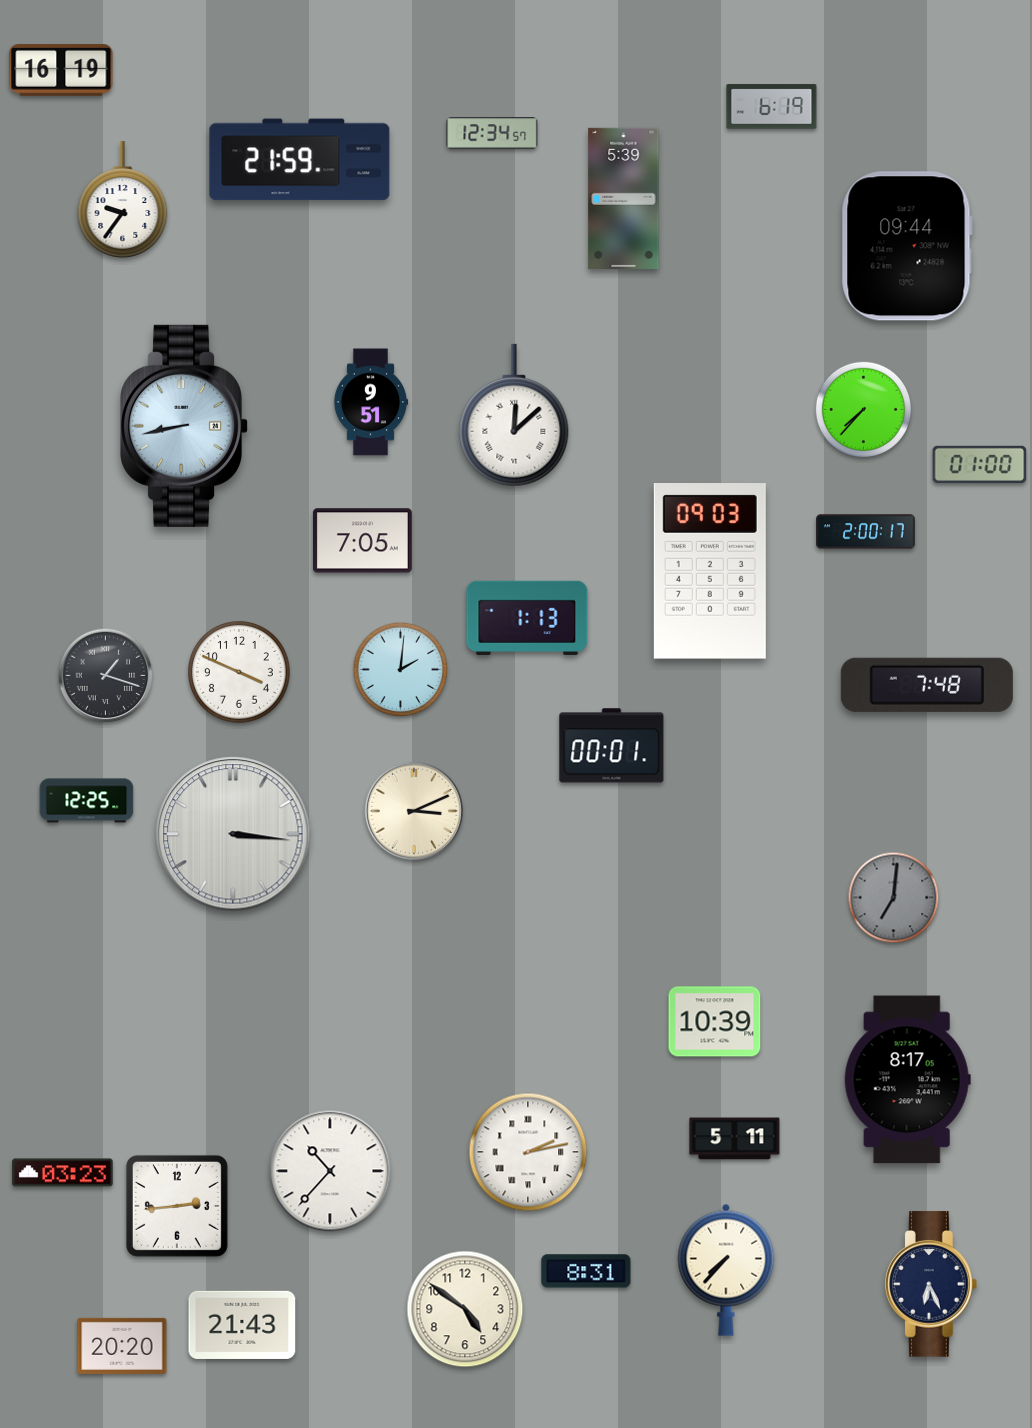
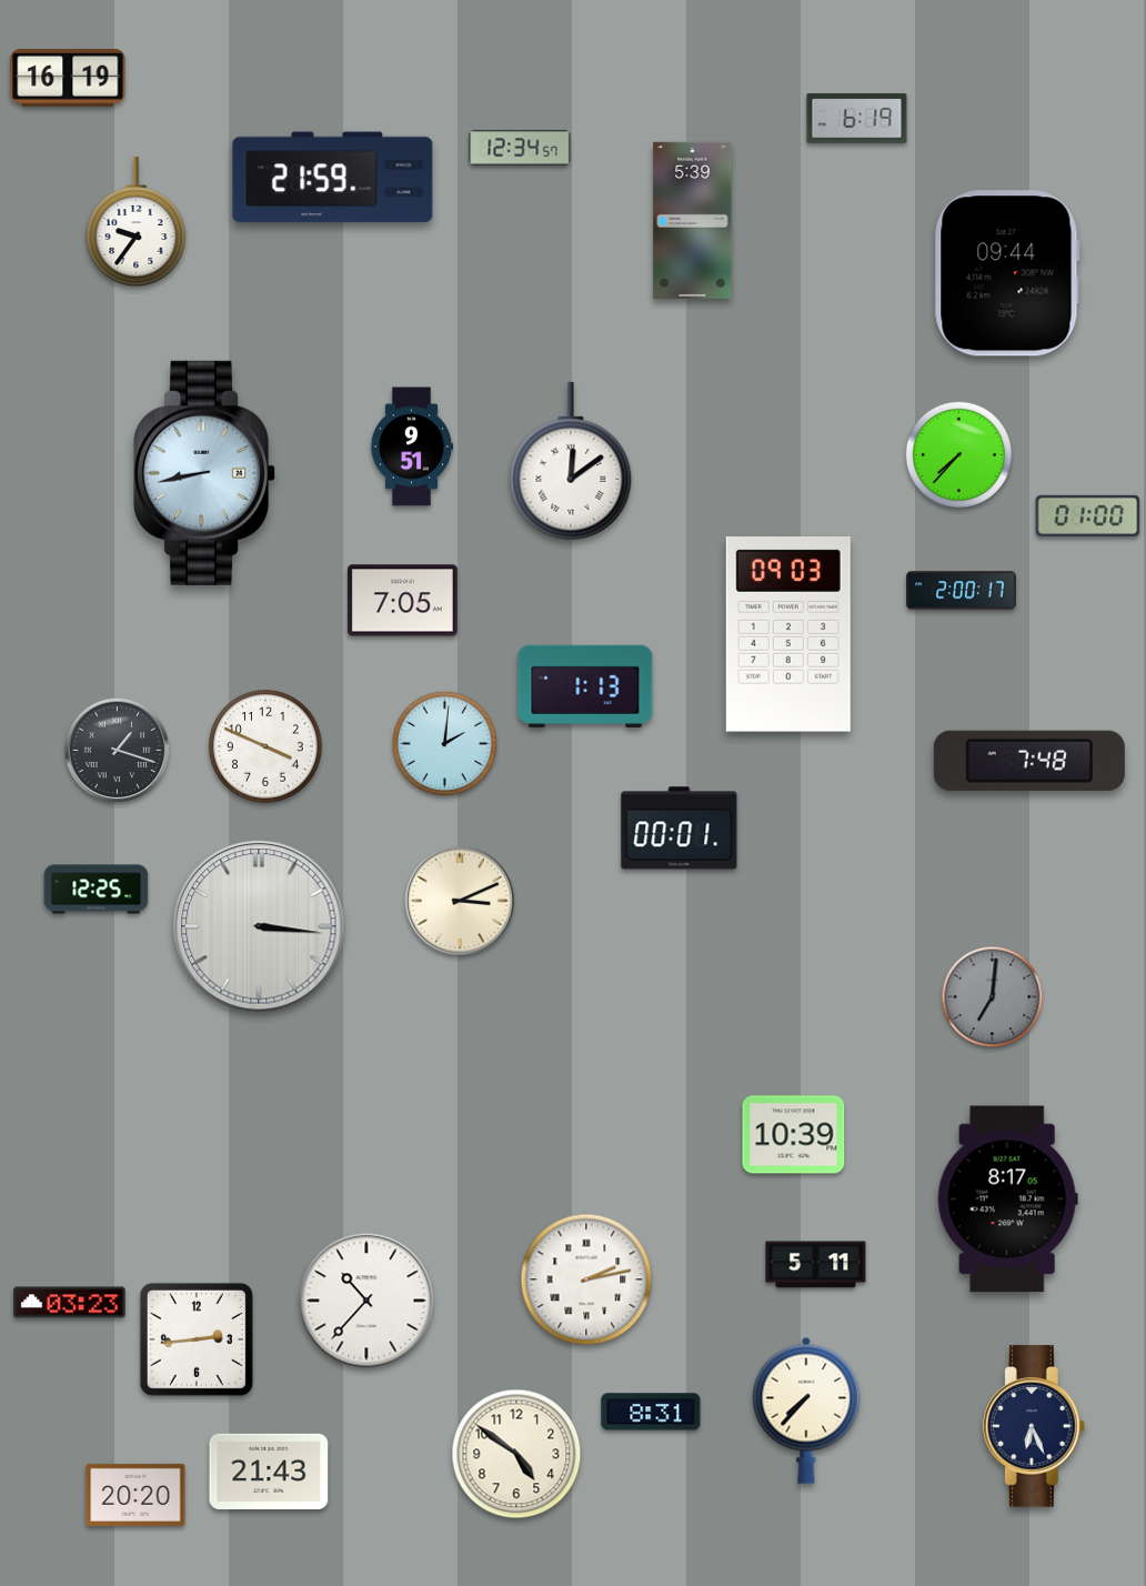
clock at (492, 133) position: (492, 133) -> (520, 148)
clock at (514, 415): 12:08 -> 12:09
